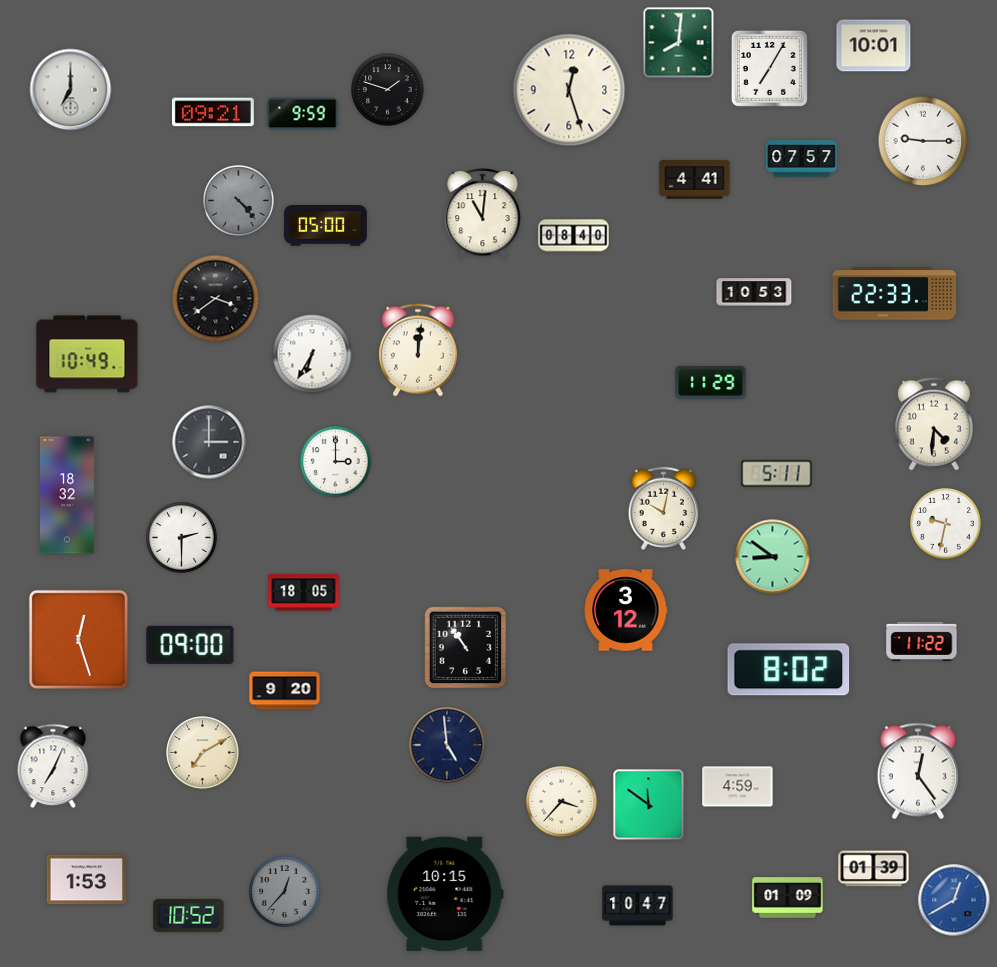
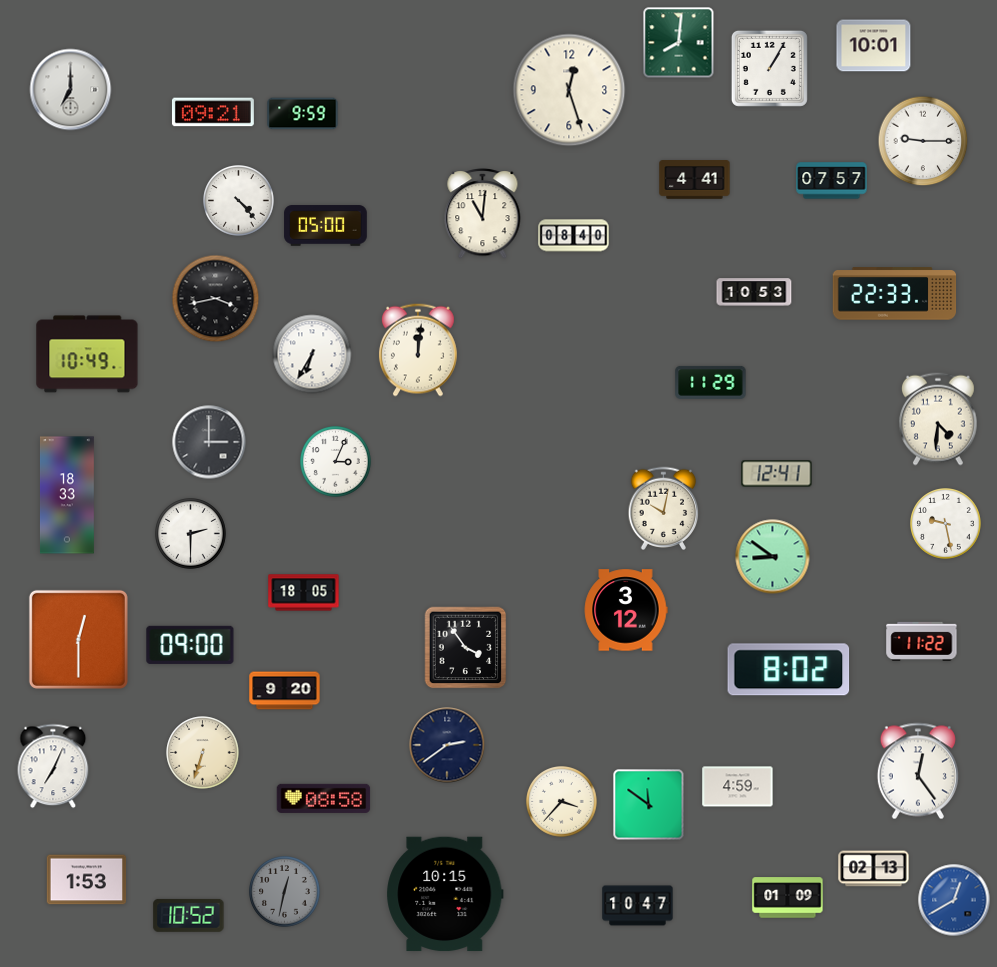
clock at (769, 68): 7:05 -> 1:05
clock at (388, 90): 1:48 -> none
clock at (802, 159) position: (802, 159) -> (832, 181)
clock at (239, 201) dial: grey -> white
clock at (216, 299): 3:39 -> 3:43
clock at (934, 424) position: (934, 424) -> (938, 419)
clock at (336, 462): 3:00 -> 3:04
clock at (777, 474): 5:11 -> 12:41
clock at (67, 495): 18:32 -> 18:33
clock at (946, 524): 9:32 -> 9:28
clock at (182, 538) position: (182, 538) -> (191, 534)
clock at (78, 639): 12:27 -> 12:30
clock at (466, 648): 10:54 -> 3:54
clock at (447, 745): 4:59 -> 2:39
clock at (203, 753): 7:10 -> 6:33
clock at (324, 798): none -> 08:58
clock at (874, 869): 01:39 -> 02:13
clock at (285, 892): 12:37 -> 12:32
